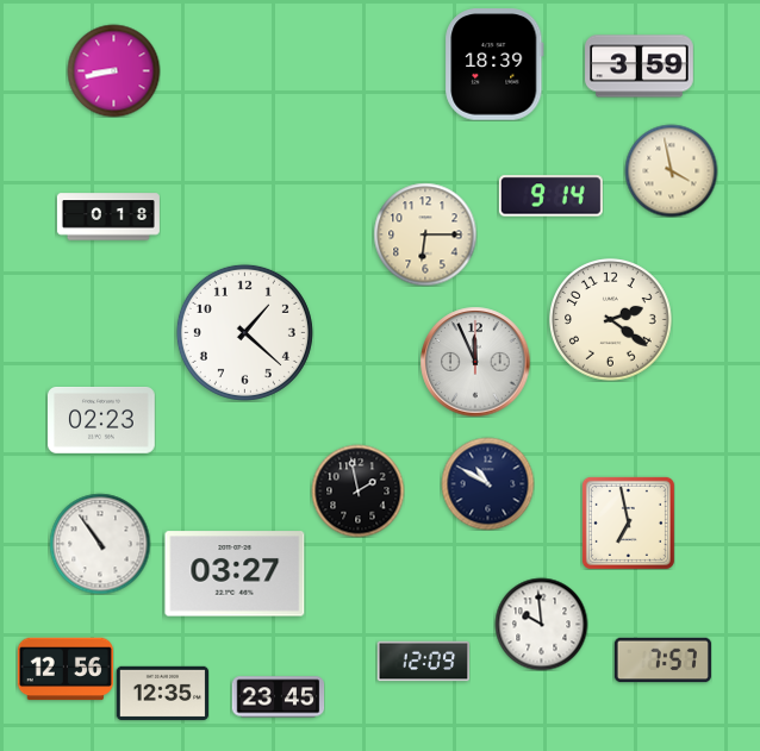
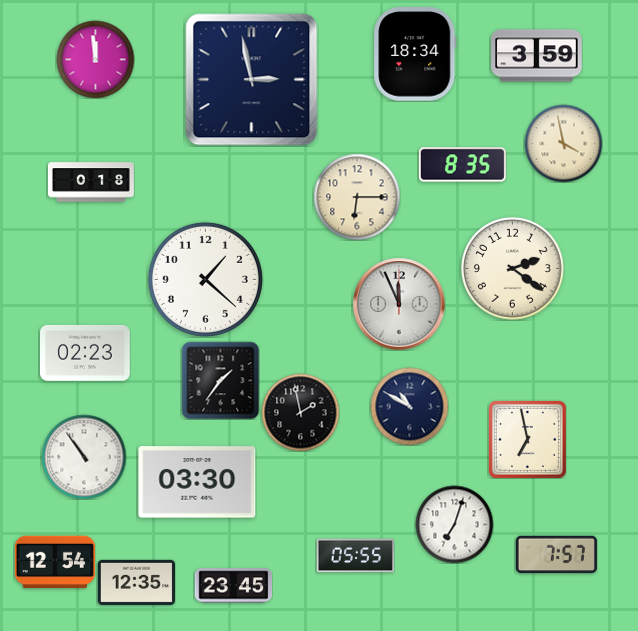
clock at (494, 64): 18:39 -> 18:34
clock at (113, 70): 8:43 -> 11:59
clock at (252, 80): none -> 2:58
clock at (550, 196): 9:14 -> 8:35
clock at (220, 380): none -> 1:36
clock at (235, 574): 03:27 -> 03:30
clock at (541, 624): 9:59 -> 7:03
clock at (423, 662): 12:09 -> 05:55
clock at (66, 669): 12:56 -> 12:54
